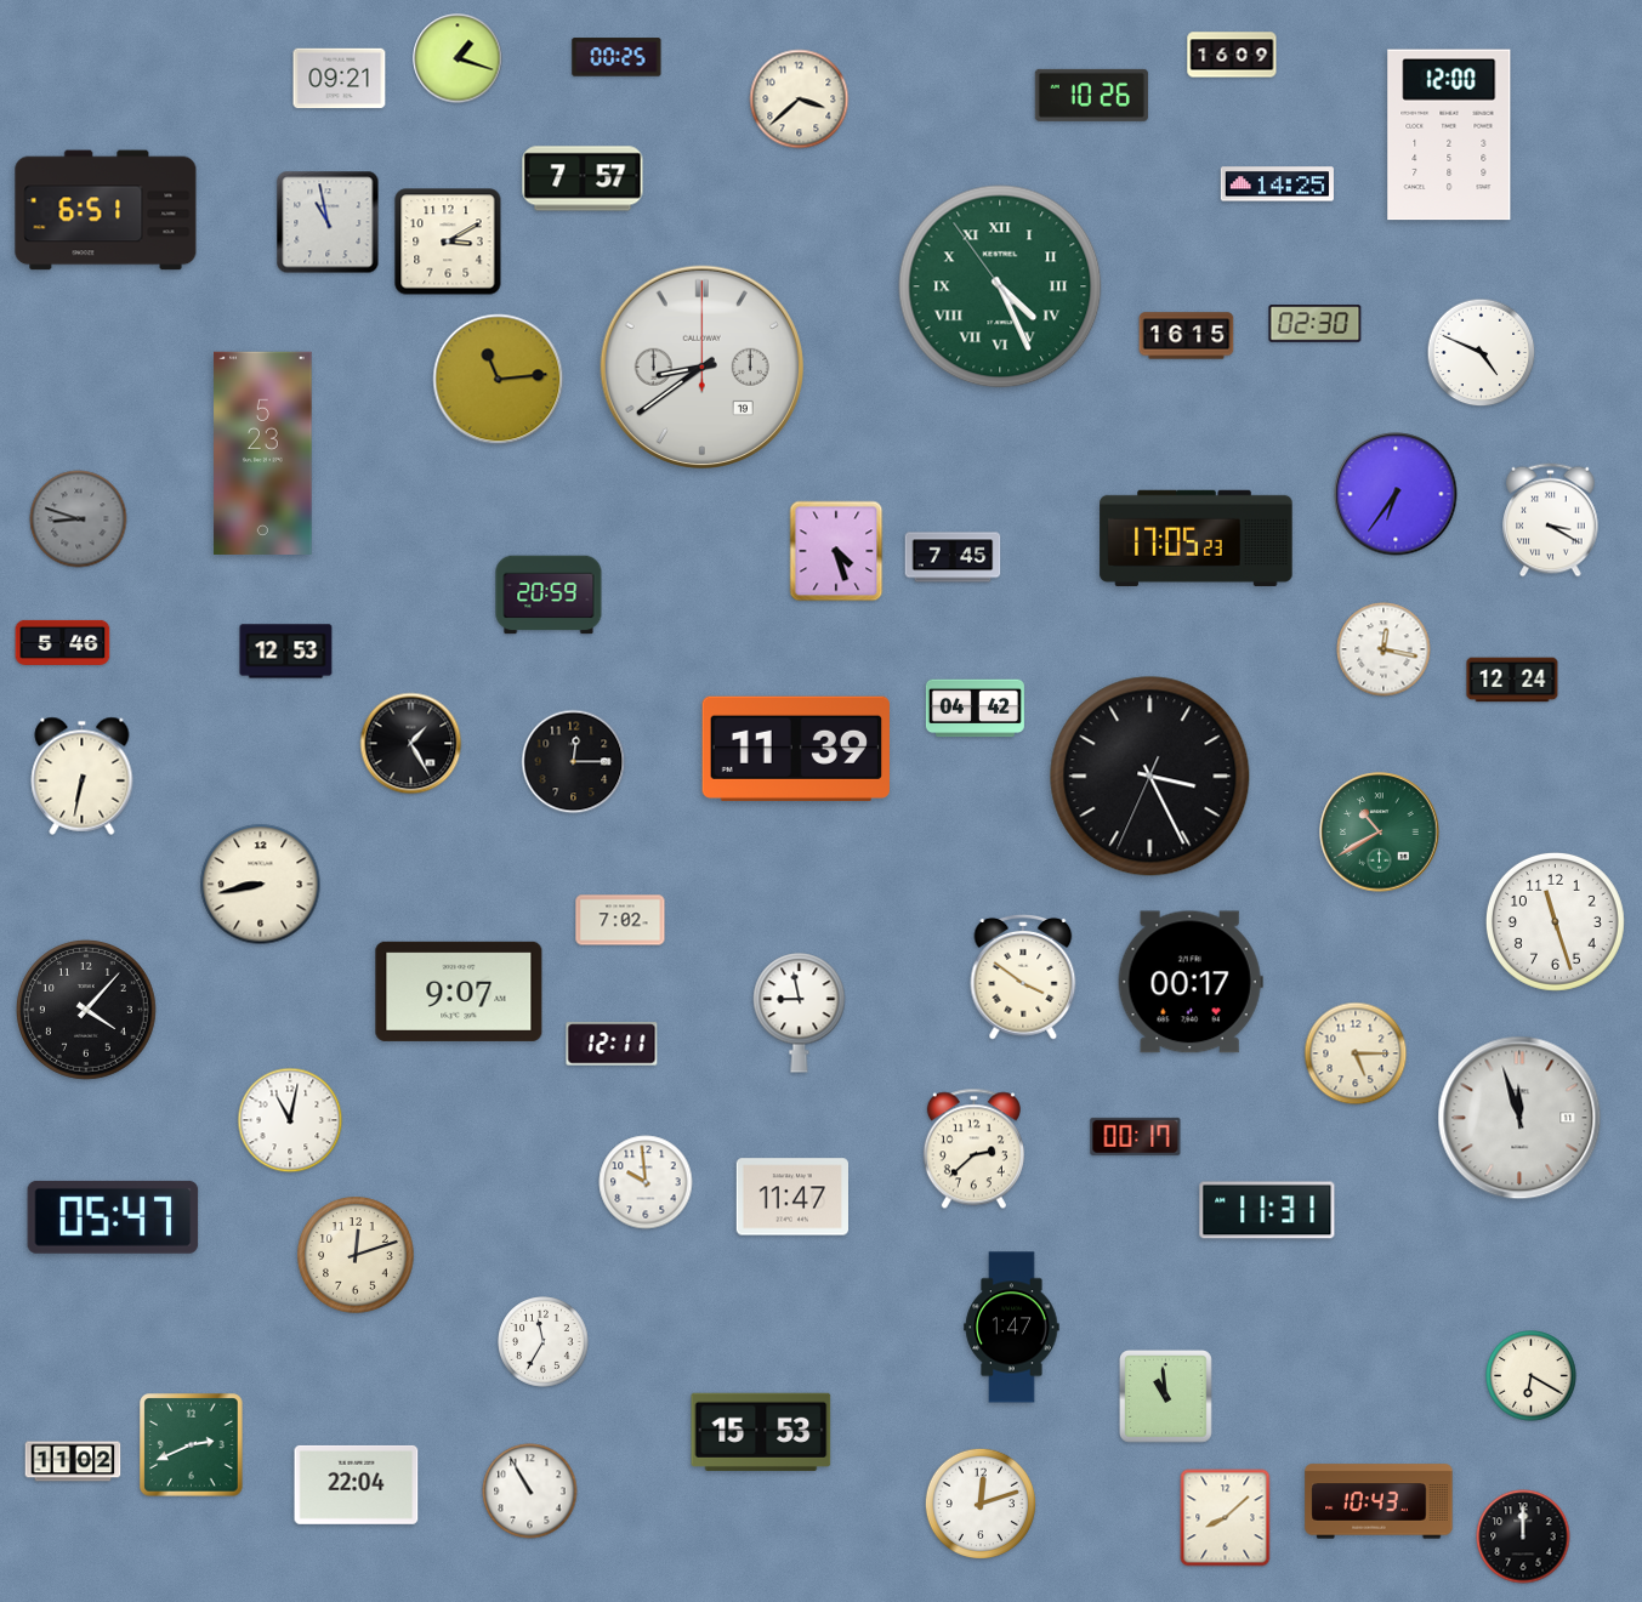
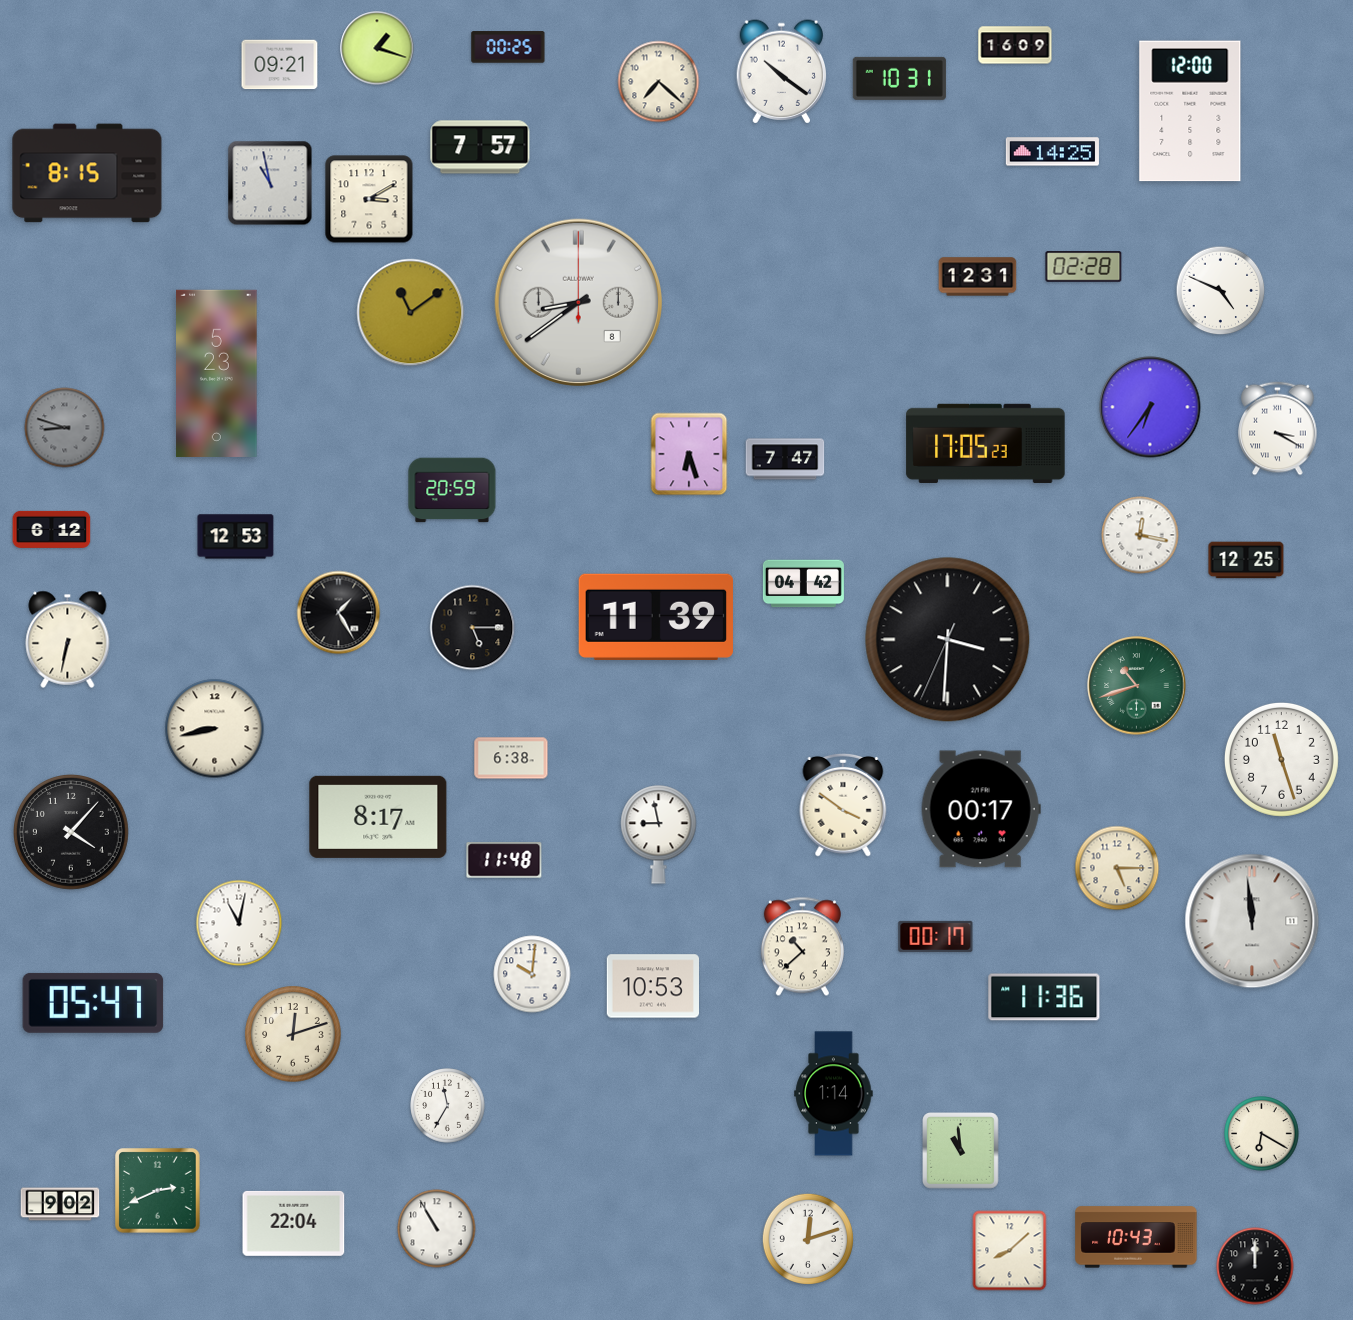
clock at (782, 72): none -> 10:21
clock at (1091, 95): 10:26 -> 10:31
clock at (800, 100): 3:38 -> 7:22
clock at (1449, 135) position: (1449, 135) -> (1190, 111)
clock at (106, 210): 6:51 -> 8:15
clock at (1000, 286): 4:25 -> none
clock at (1316, 324): 02:30 -> 02:28
clock at (1187, 336): 16:15 -> 12:31
clock at (701, 367) date: 19 -> 8
clock at (499, 380): 11:14 -> 11:09
clock at (836, 551): 4:27 -> 6:27
clock at (953, 557): 7:45 -> 7:47
clock at (63, 642): 5:46 -> 6:12
clock at (1512, 680): 12:24 -> 12:25
clock at (574, 762): 12:15 -> 5:15
clock at (1150, 777): 3:25 -> 3:30
clock at (1380, 833): 10:40 -> 10:42
clock at (620, 920): 7:02 -> 6:38
clock at (459, 992): 9:07 -> 8:17
clock at (612, 1044): 12:11 -> 11:48
clock at (1519, 1118): 11:57 -> 11:59
clock at (973, 1149): 2:38 -> 10:38
clock at (646, 1182): 9:59 -> 10:01
clock at (791, 1197): 11:47 -> 10:53
clock at (1267, 1210): 11:31 -> 11:36
clock at (1012, 1328): 1:47 -> 1:14
clock at (761, 1432): 15:53 -> none
clock at (73, 1461): 11:02 -> 9:02
